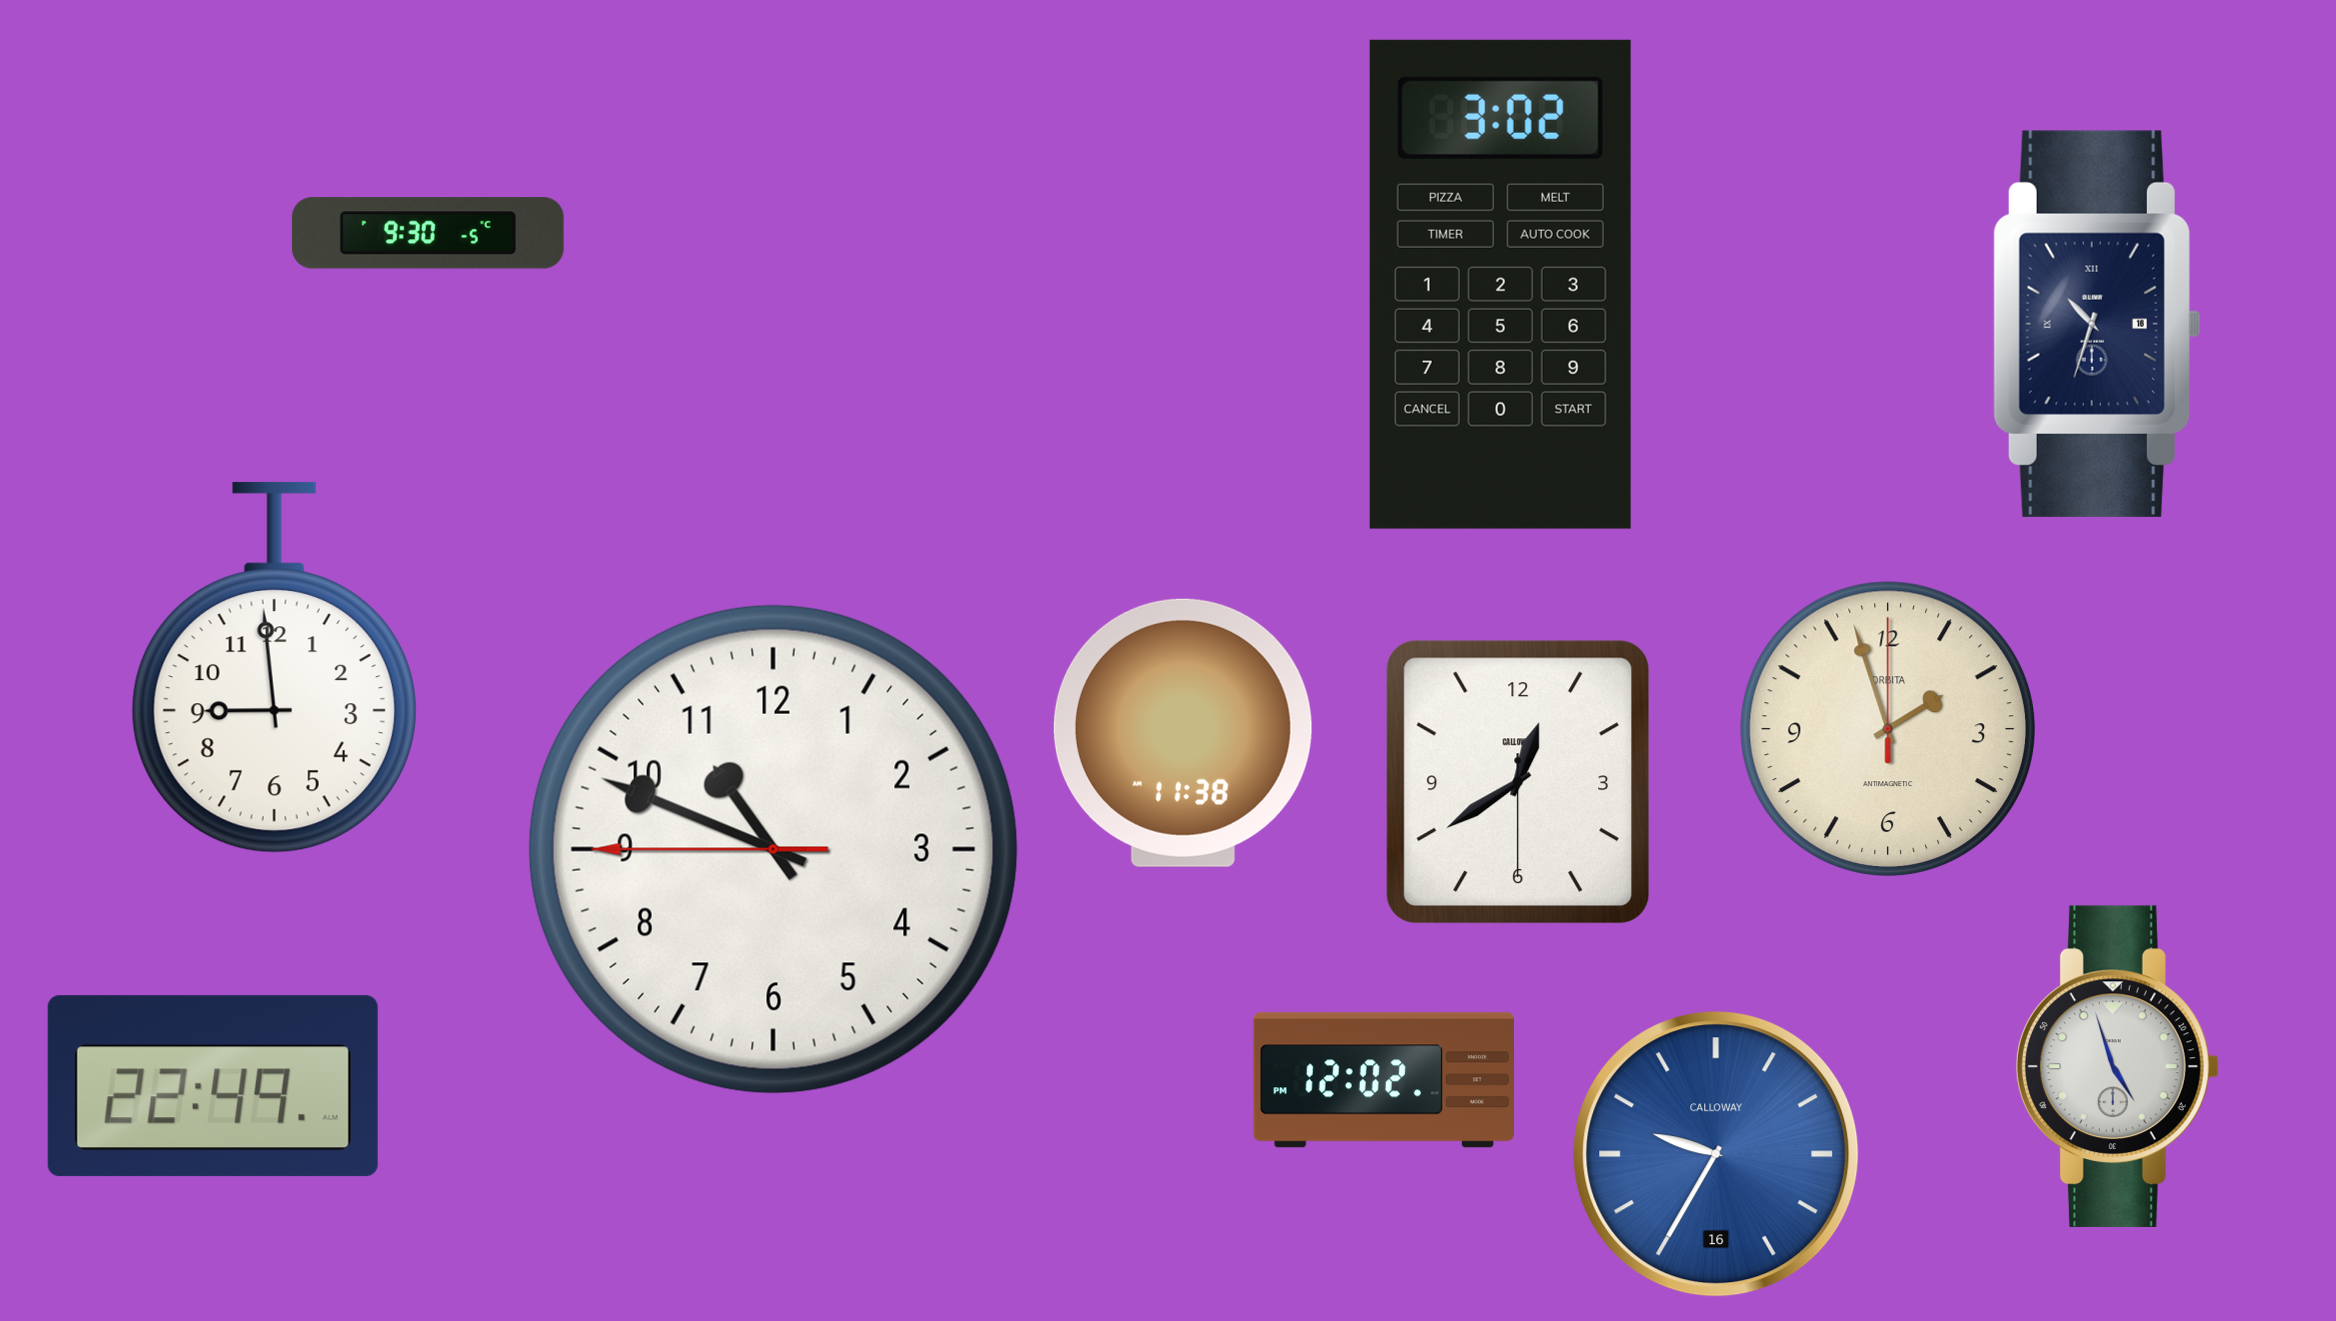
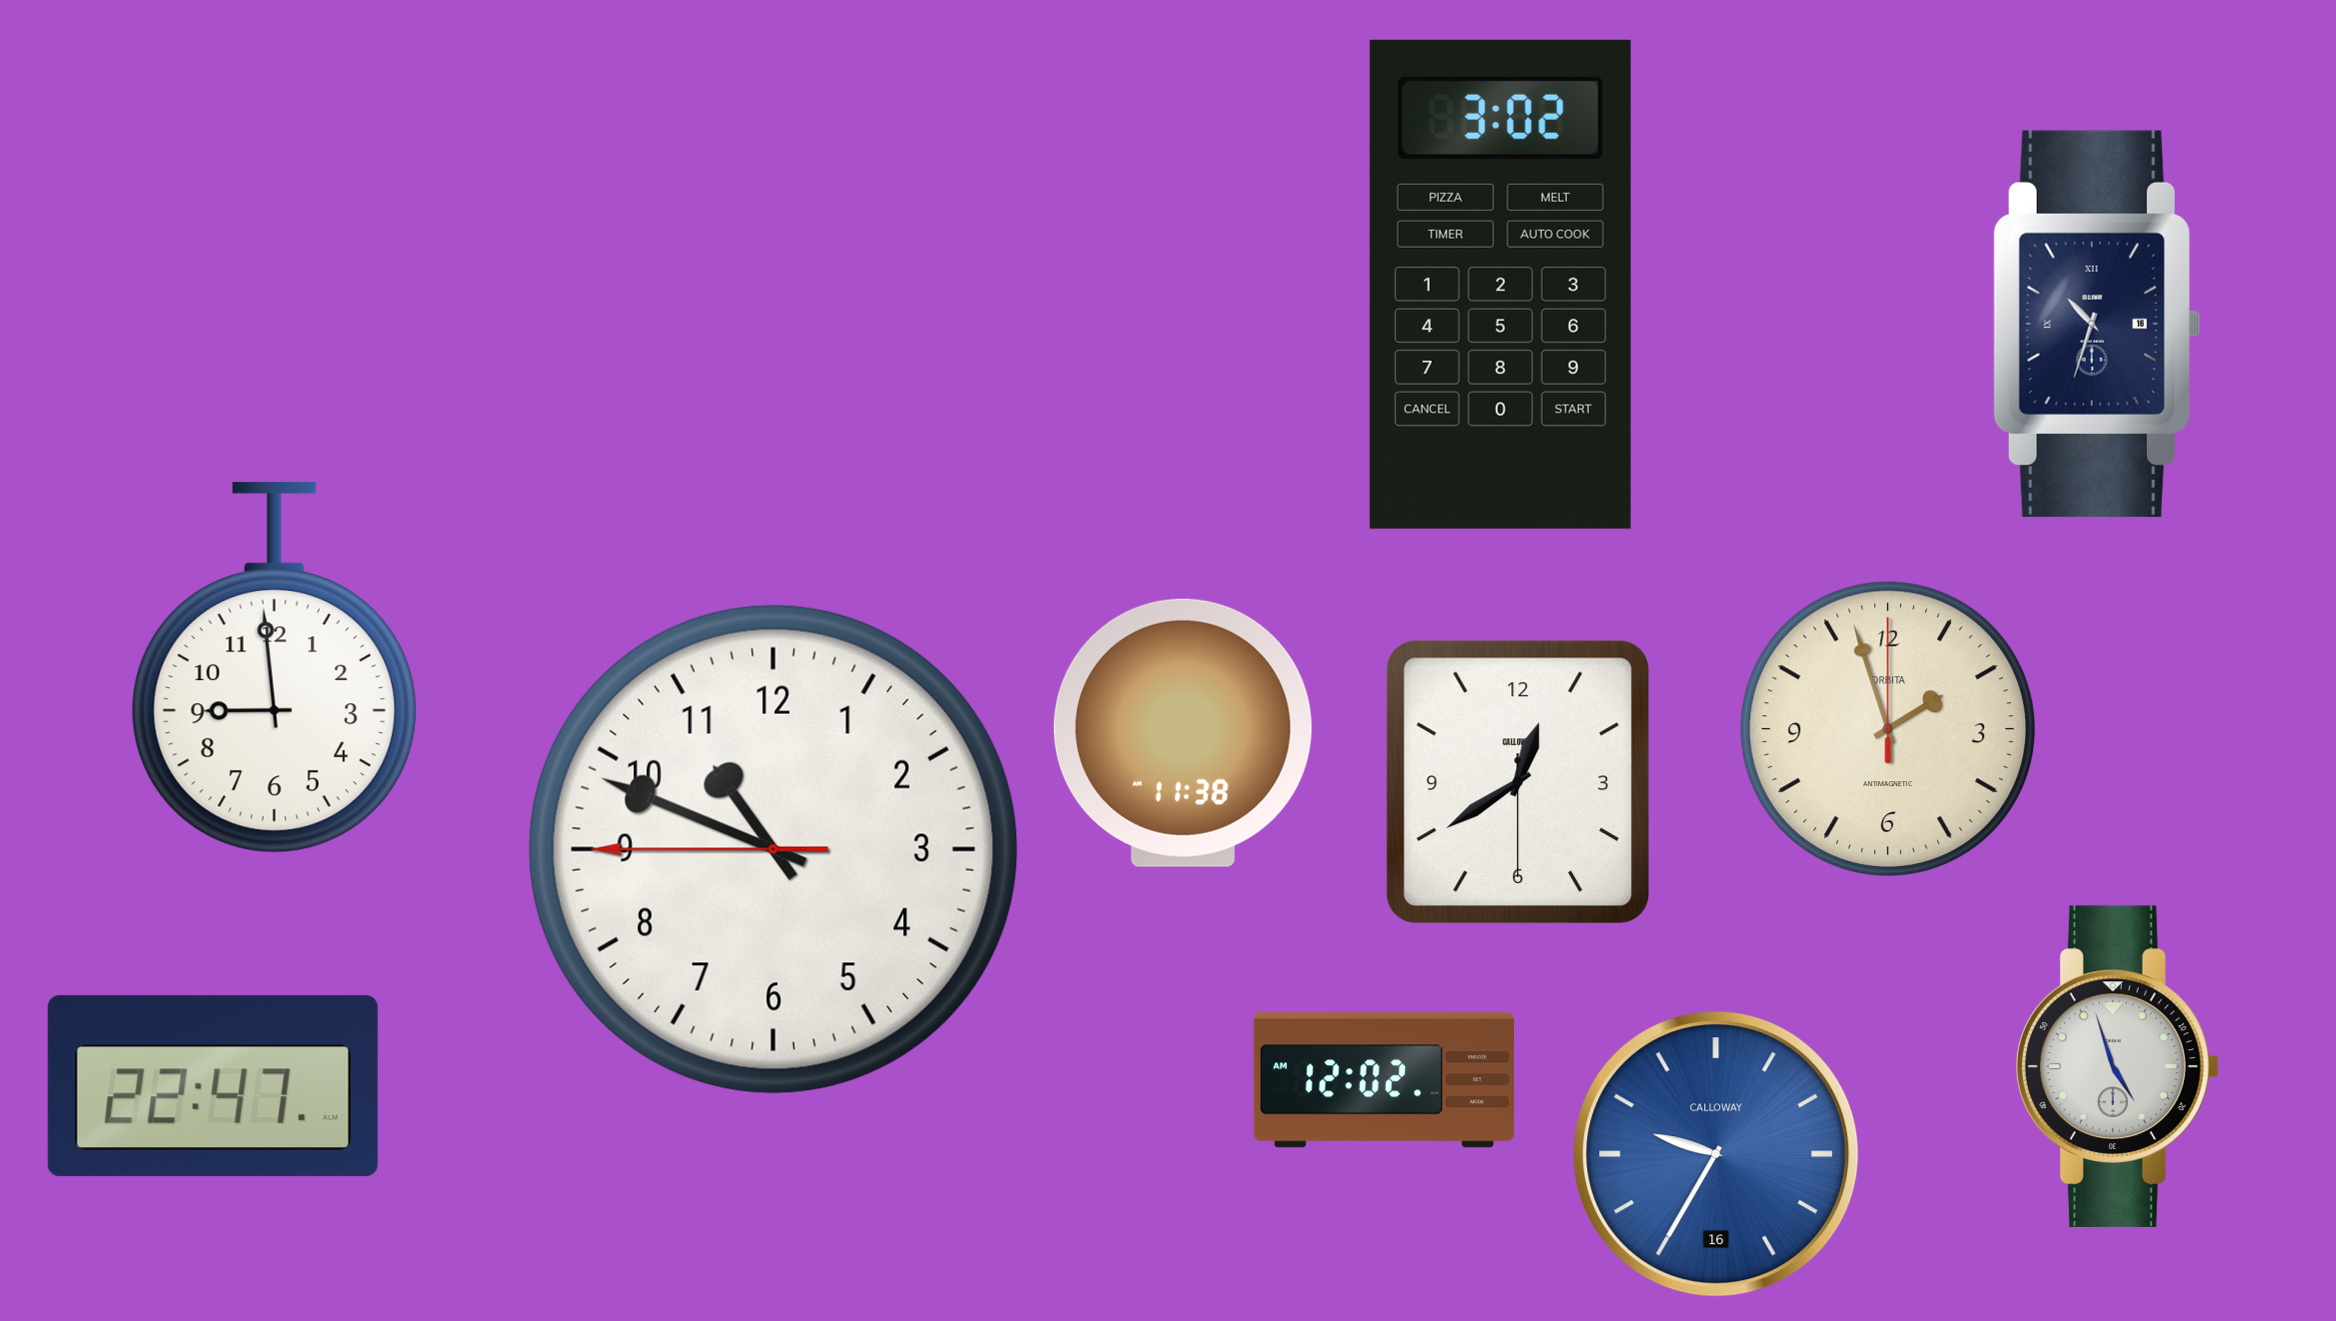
clock at (428, 233): 9:30 -> none
clock at (1383, 1080): 12:02 PM -> 12:02 AM
clock at (213, 1086): 22:49 -> 22:47
